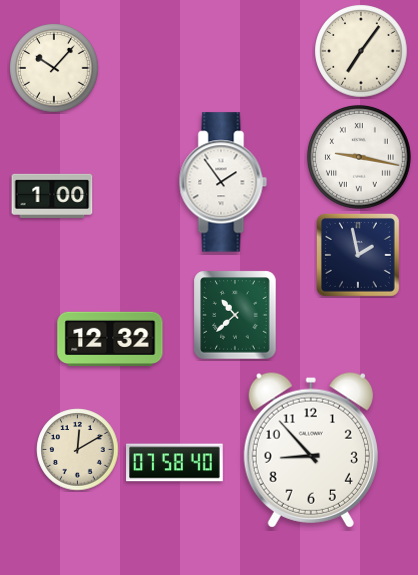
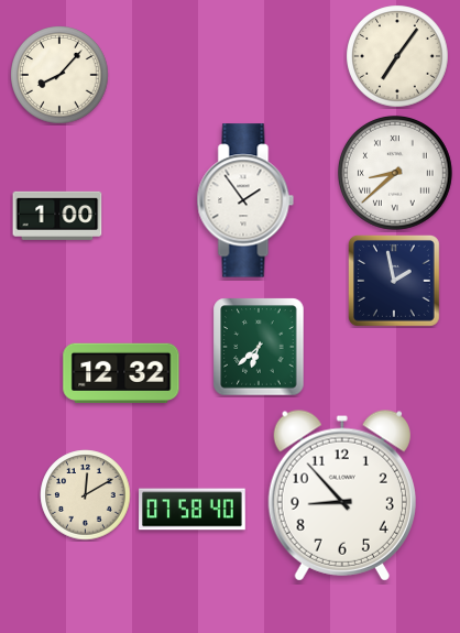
clock at (54, 68): 10:07 -> 8:07
clock at (359, 157): 9:17 -> 8:38
clock at (235, 315): 10:38 -> 6:38
